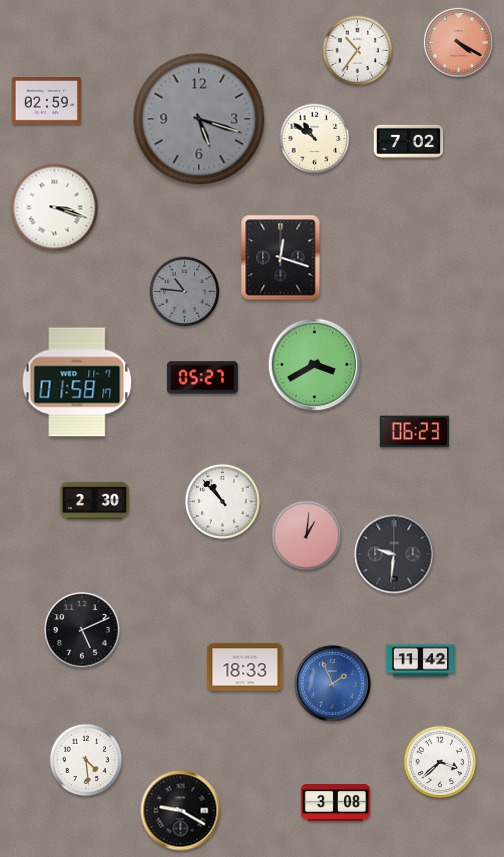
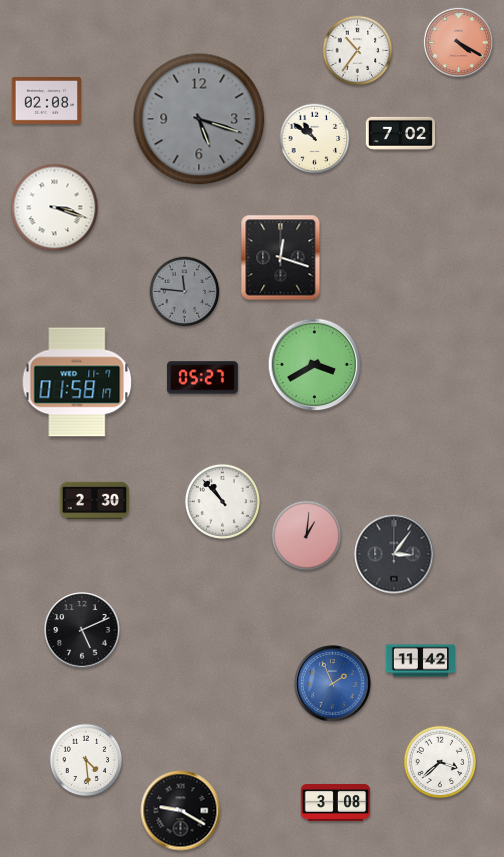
clock at (46, 101): 02:59 -> 02:08
clock at (408, 141) position: (408, 141) -> (400, 133)
clock at (185, 292): 10:46 -> 11:46
clock at (414, 432): 06:23 -> none
clock at (394, 554): 9:31 -> 3:06
clock at (245, 667): 18:33 -> none
